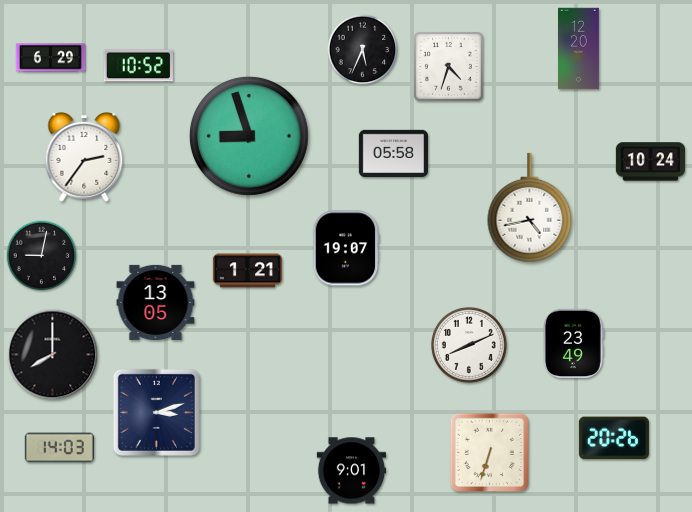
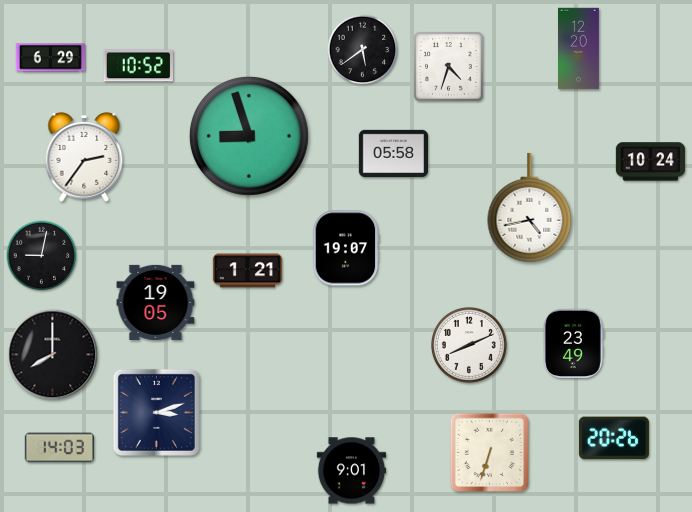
clock at (363, 50): 5:34 -> 5:39
clock at (156, 302): 13:05 -> 19:05
